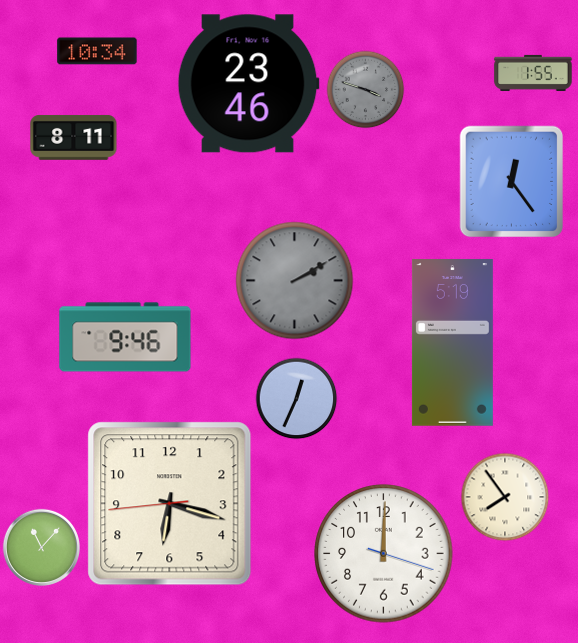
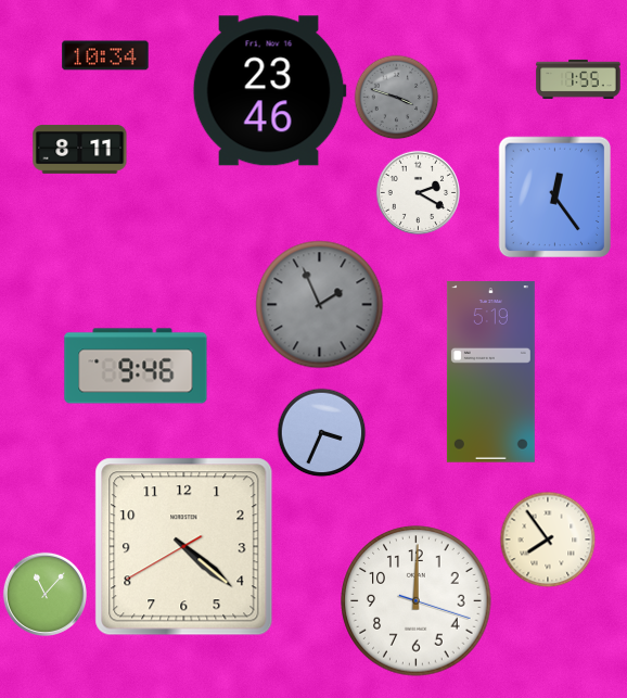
clock at (418, 192): none -> 2:20
clock at (295, 281): 2:10 -> 1:56
clock at (296, 398): 12:34 -> 3:34
clock at (170, 504): 6:17 -> 4:21
